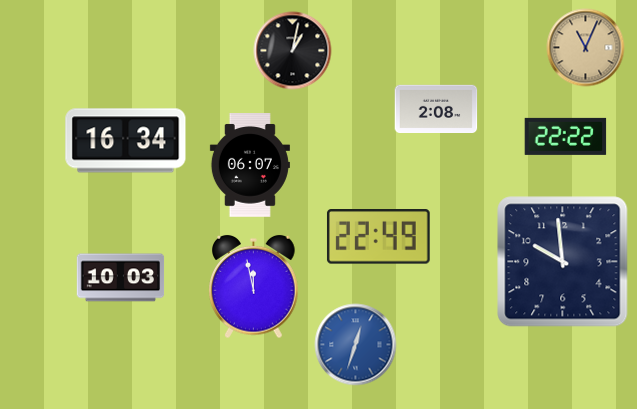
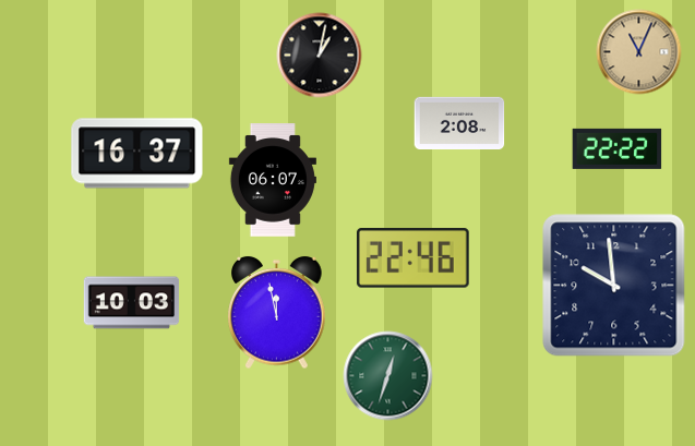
clock at (436, 108) position: (436, 108) -> (459, 122)
clock at (126, 141): 16:34 -> 16:37
clock at (378, 237): 22:49 -> 22:46
clock at (355, 344) dial: blue -> green
